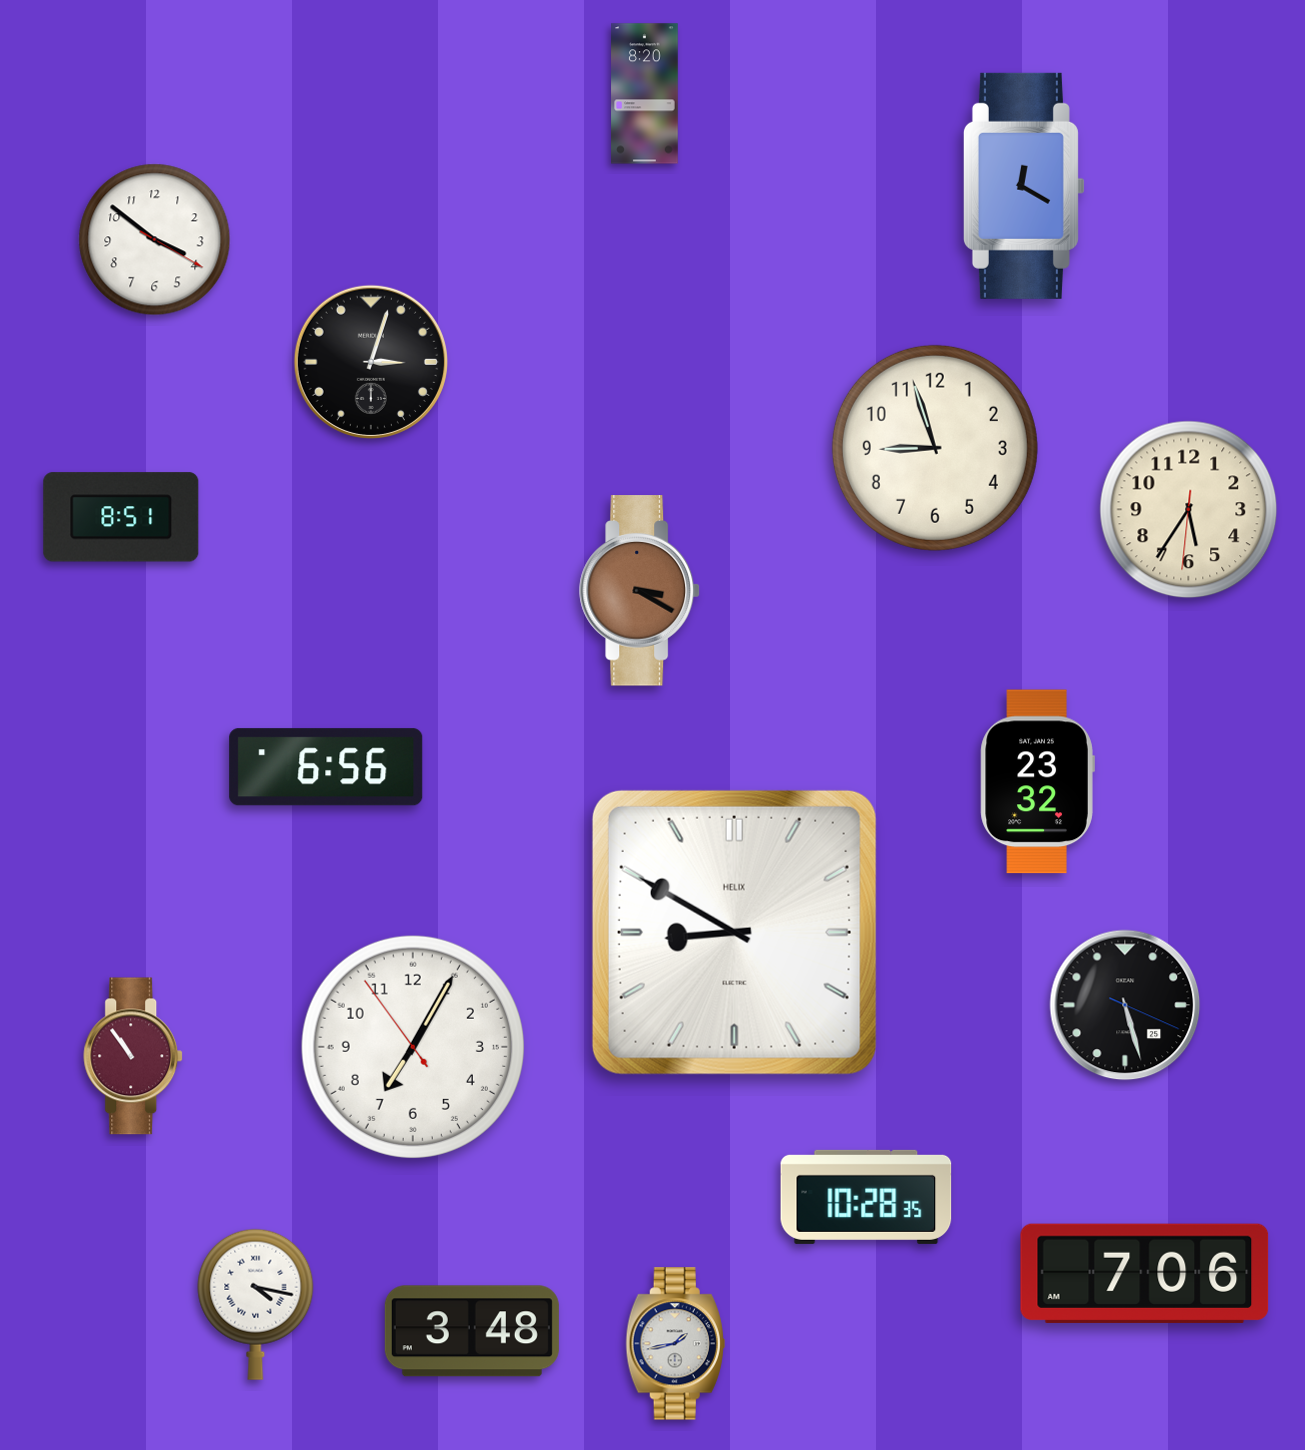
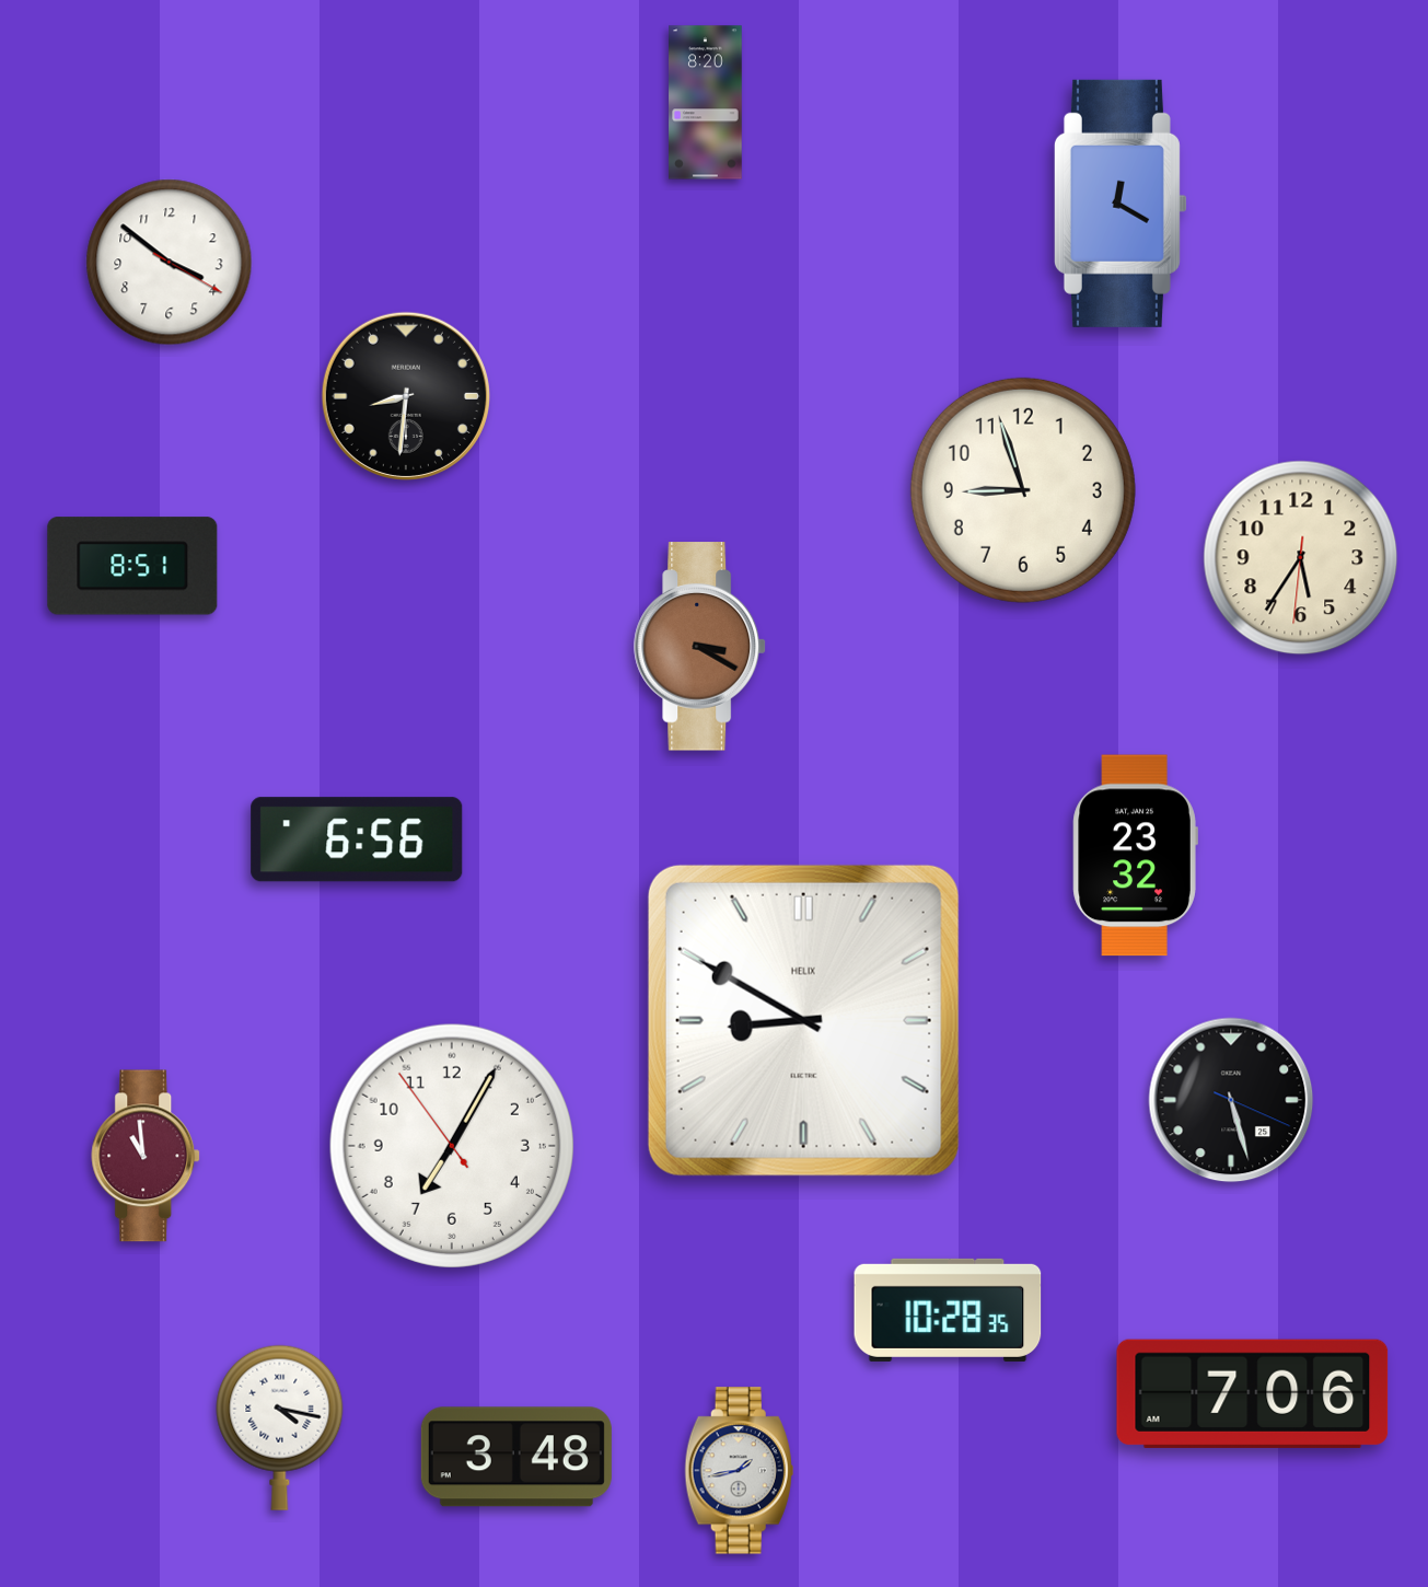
clock at (371, 362): 3:03 -> 8:31
clock at (134, 1056): 10:54 -> 10:59
